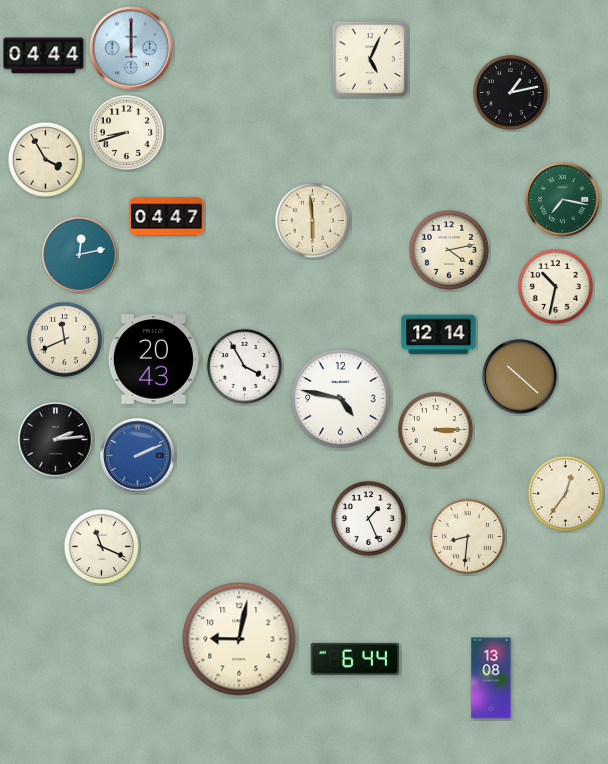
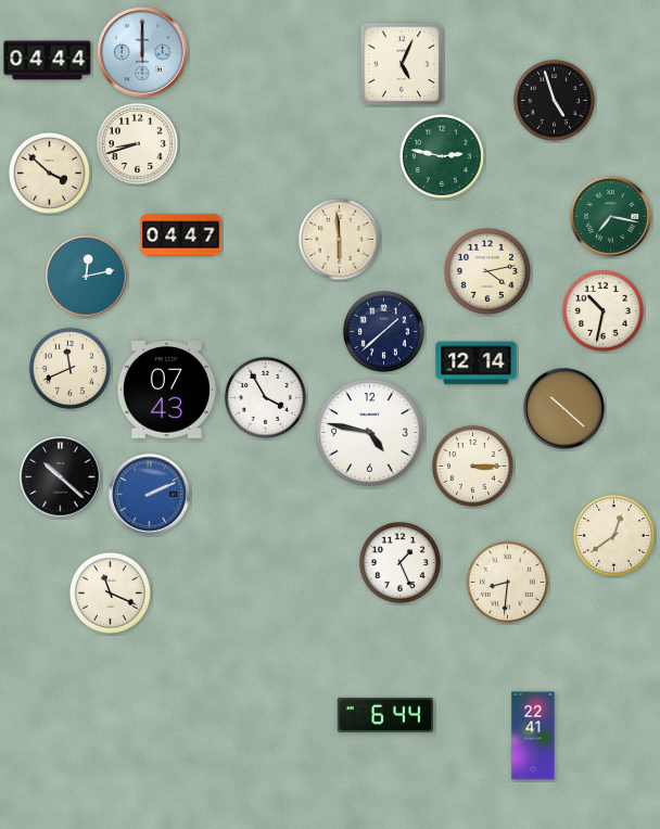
clock at (510, 92): 1:13 -> 4:57
clock at (442, 156): none -> 2:47
clock at (45, 159): 3:55 -> 3:52
clock at (383, 331): none -> 1:38
clock at (154, 359): 20:43 -> 07:43
clock at (56, 440): 2:14 -> 10:22
clock at (565, 493): 12:36 -> 12:39
clock at (239, 639): 9:02 -> none
clock at (491, 678): 13:08 -> 22:41
